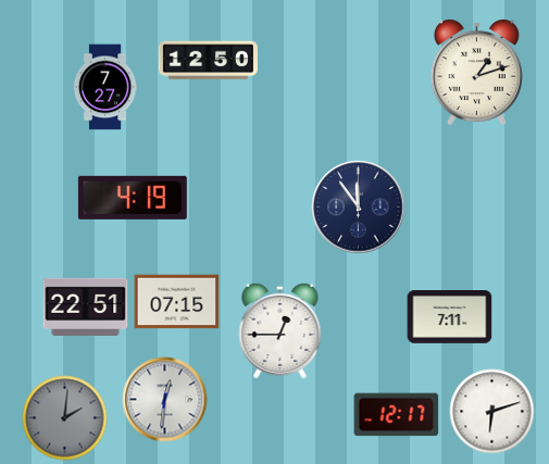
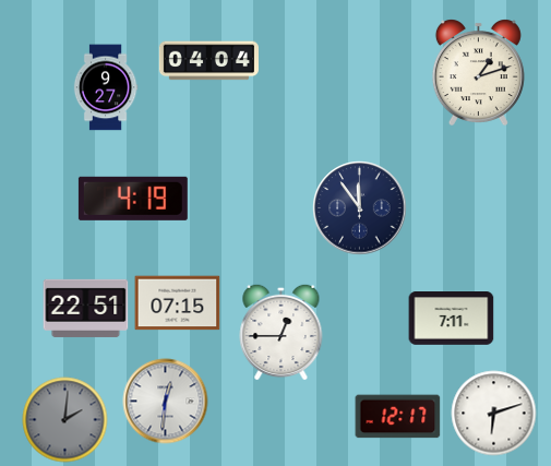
clock at (208, 61): 12:50 -> 04:04
clock at (105, 87): 7:27 -> 9:27
